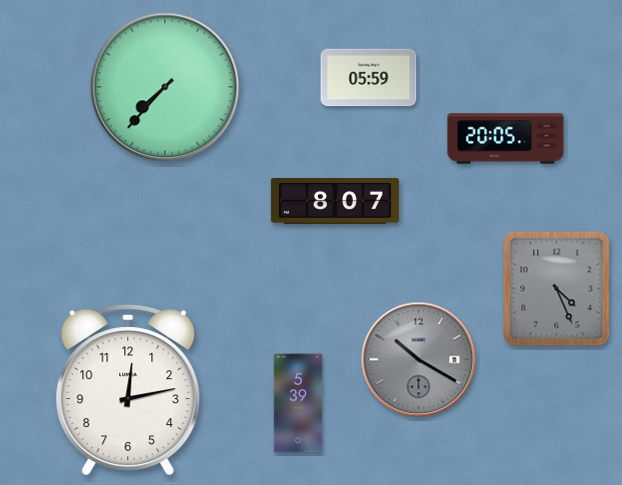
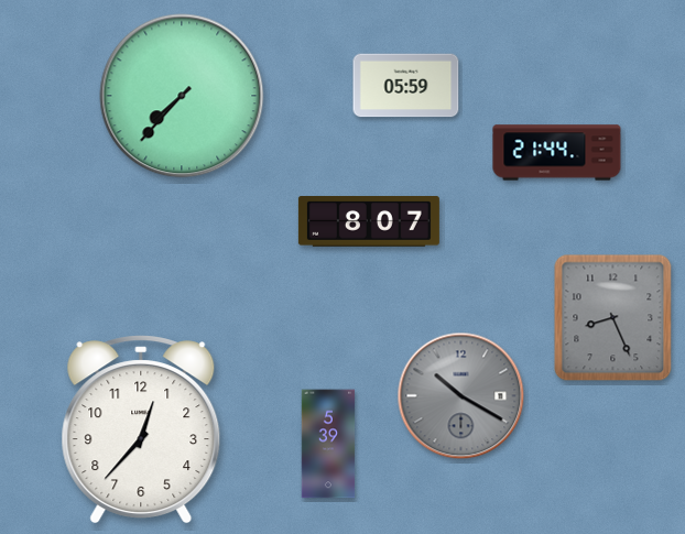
clock at (506, 139): 20:05 -> 21:44
clock at (557, 289): 4:26 -> 8:26
clock at (128, 390): 12:13 -> 12:37
